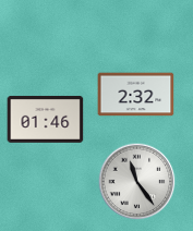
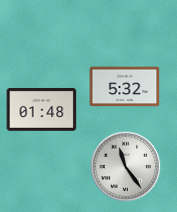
clock at (136, 95): 2:32 -> 5:32
clock at (46, 119): 01:46 -> 01:48
